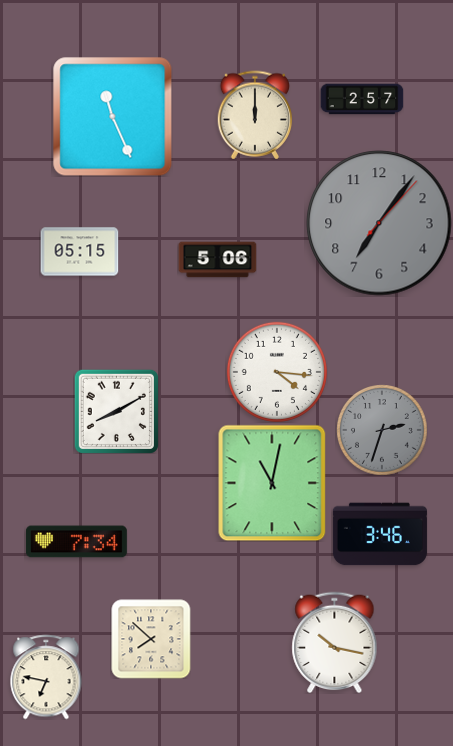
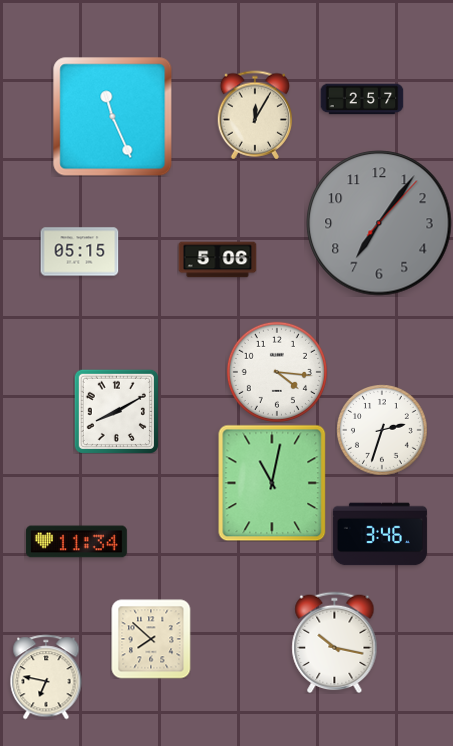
clock at (255, 115): 12:00 -> 12:05
clock at (382, 430) dial: grey -> white
clock at (76, 542): 7:34 -> 11:34
